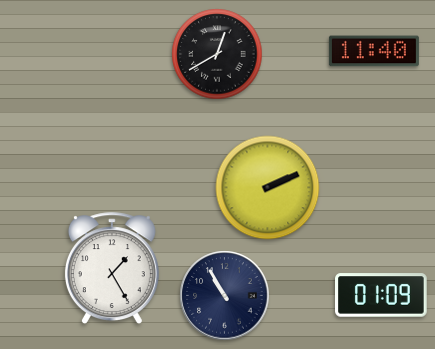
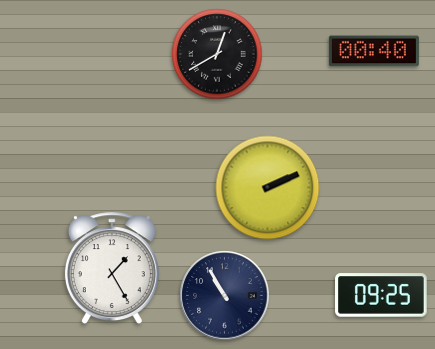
clock at (374, 51): 11:40 -> 00:40
clock at (382, 295): 01:09 -> 09:25
